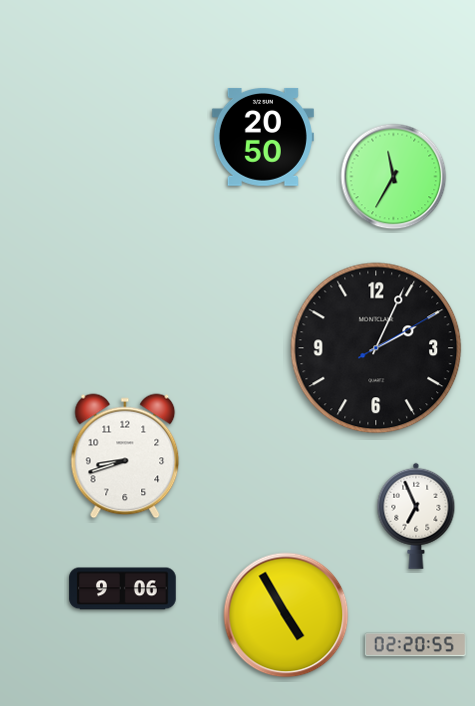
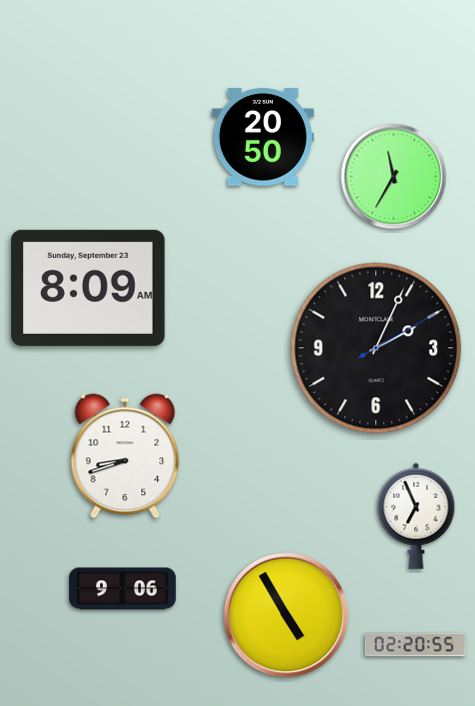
clock at (88, 288): none -> 8:09
